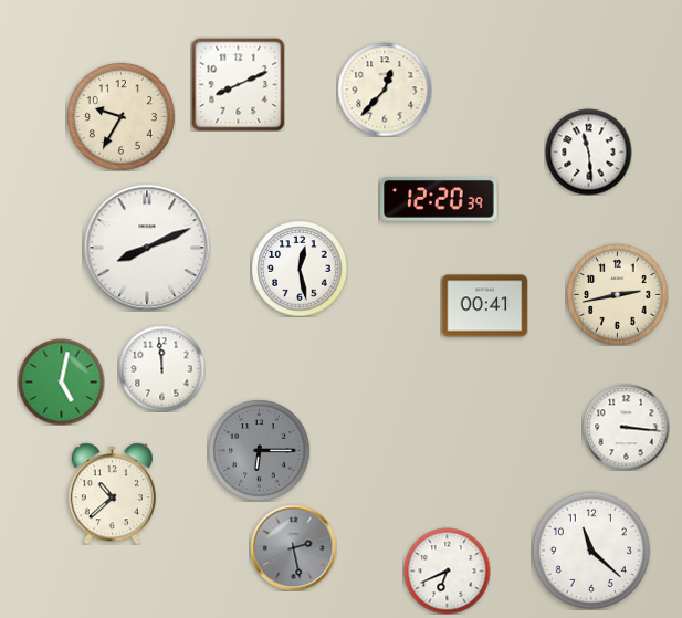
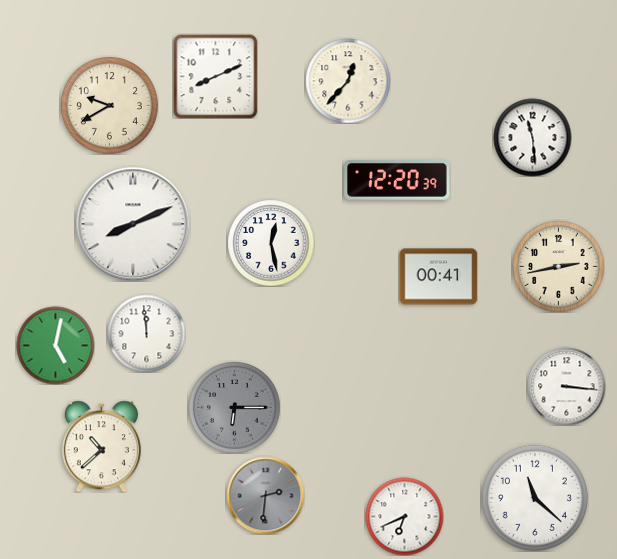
clock at (120, 116): 9:35 -> 9:40
clock at (293, 547): 2:28 -> 2:31
